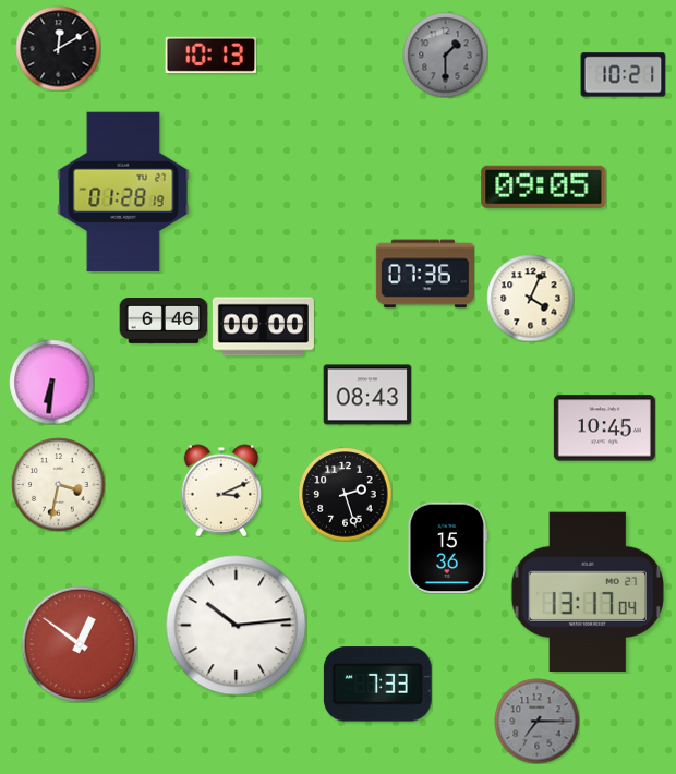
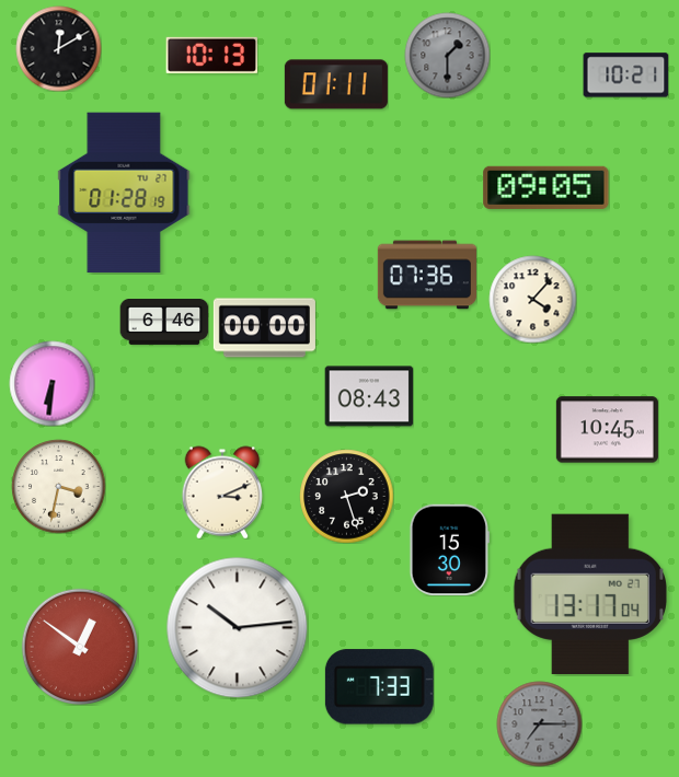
clock at (336, 84): none -> 01:11
clock at (530, 298): 4:04 -> 4:07
clock at (447, 547): 15:36 -> 15:30
